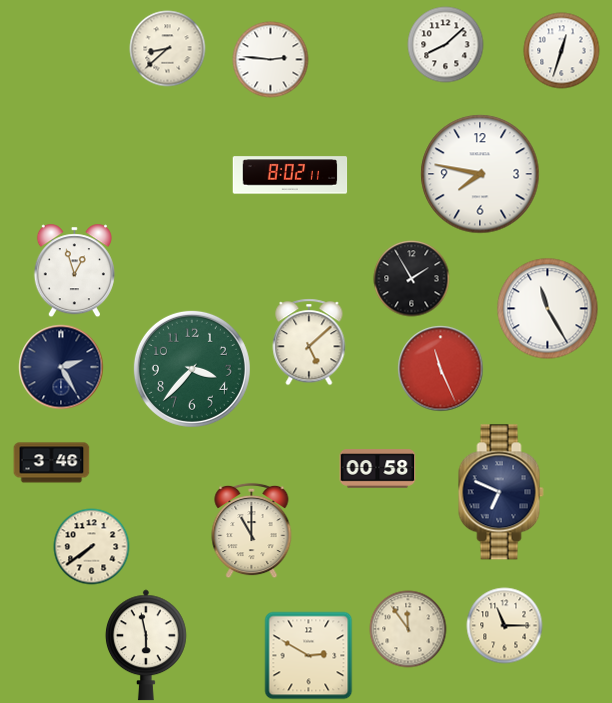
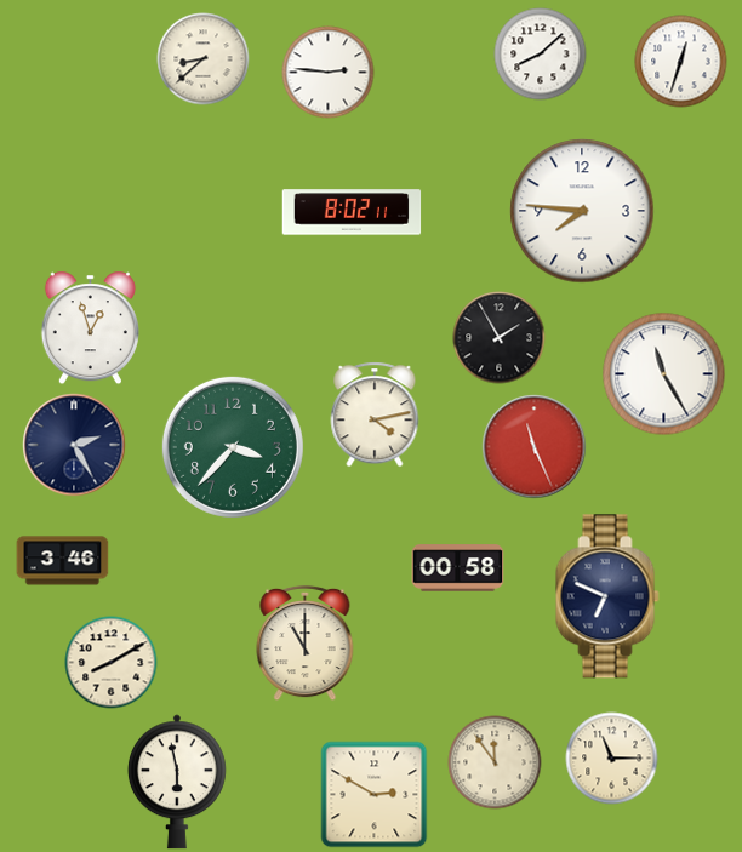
clock at (480, 174): 7:47 -> 7:46
clock at (309, 342): 5:08 -> 4:13
clock at (92, 547): 7:39 -> 8:10
